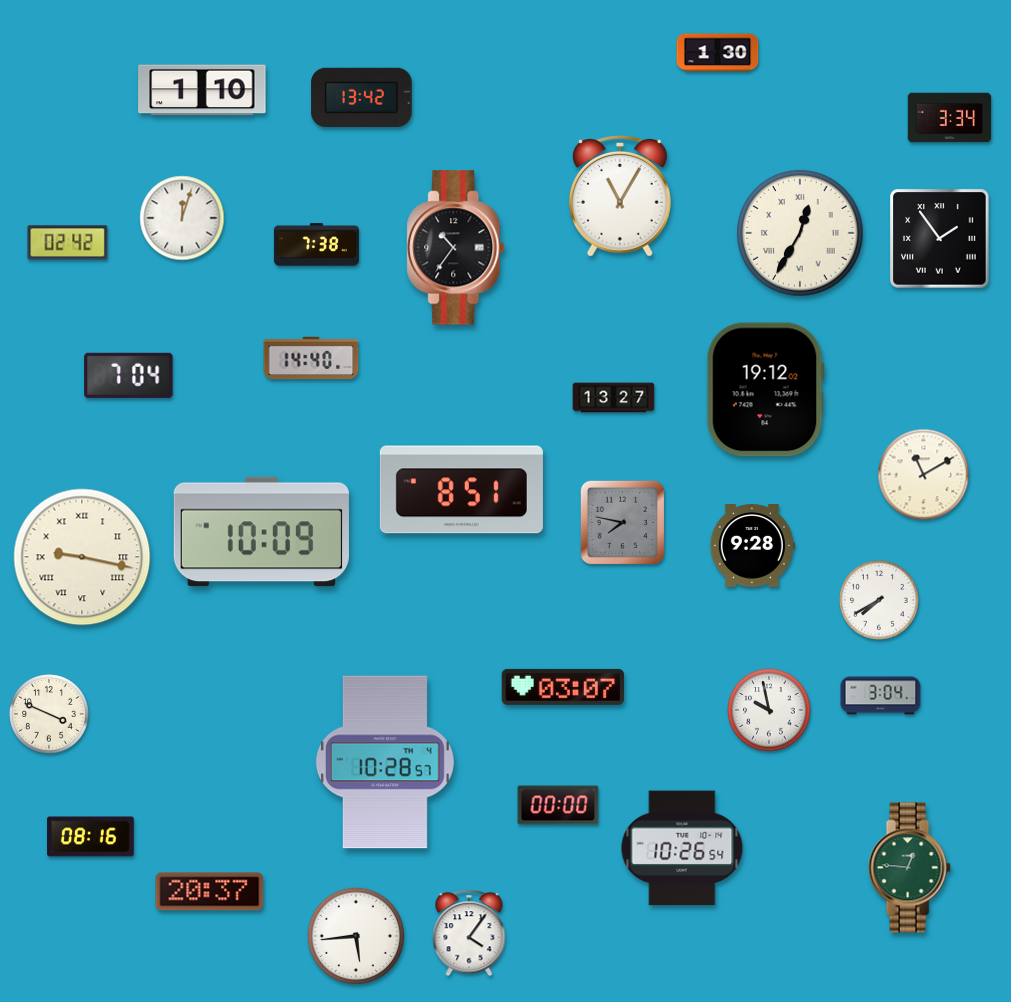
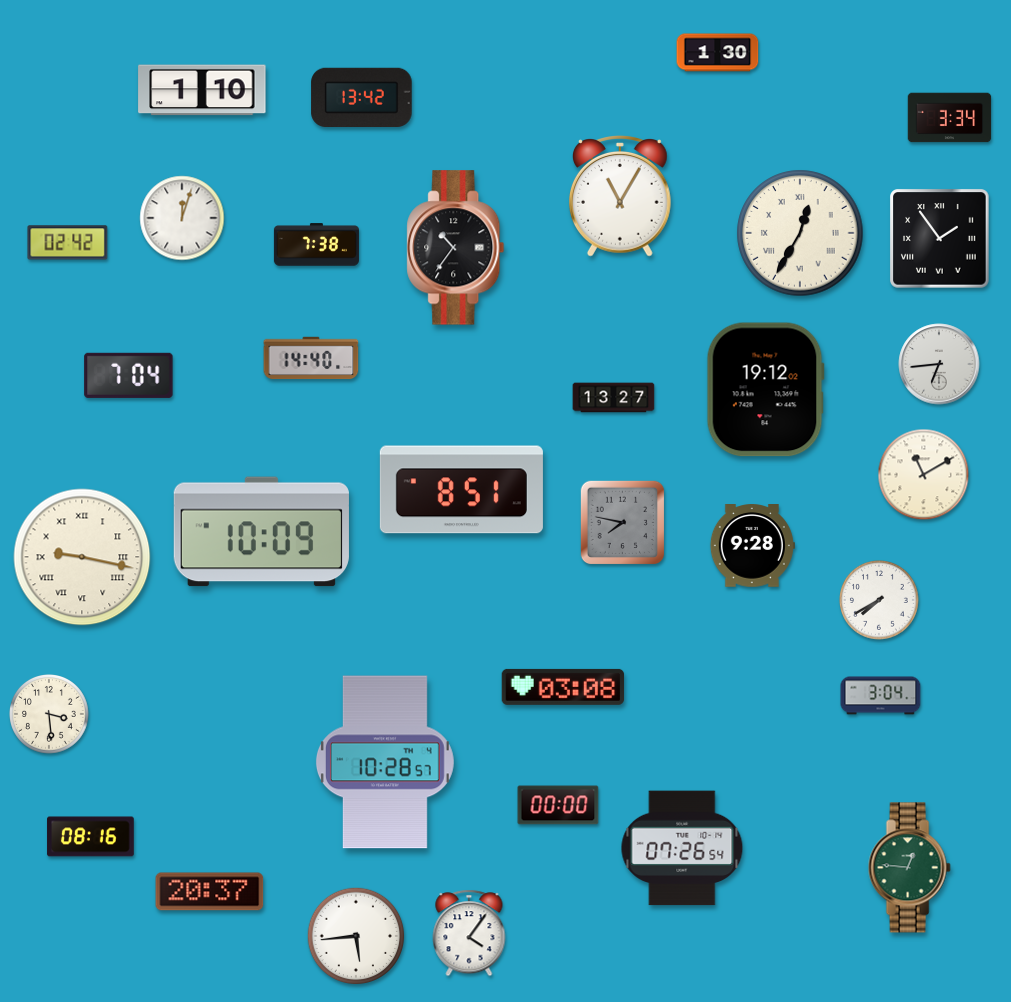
clock at (939, 364): none -> 6:44
clock at (563, 687): 03:07 -> 03:08
clock at (769, 710): 9:58 -> none
clock at (50, 715): 3:49 -> 3:29
clock at (682, 848): 10:26 -> 07:26
